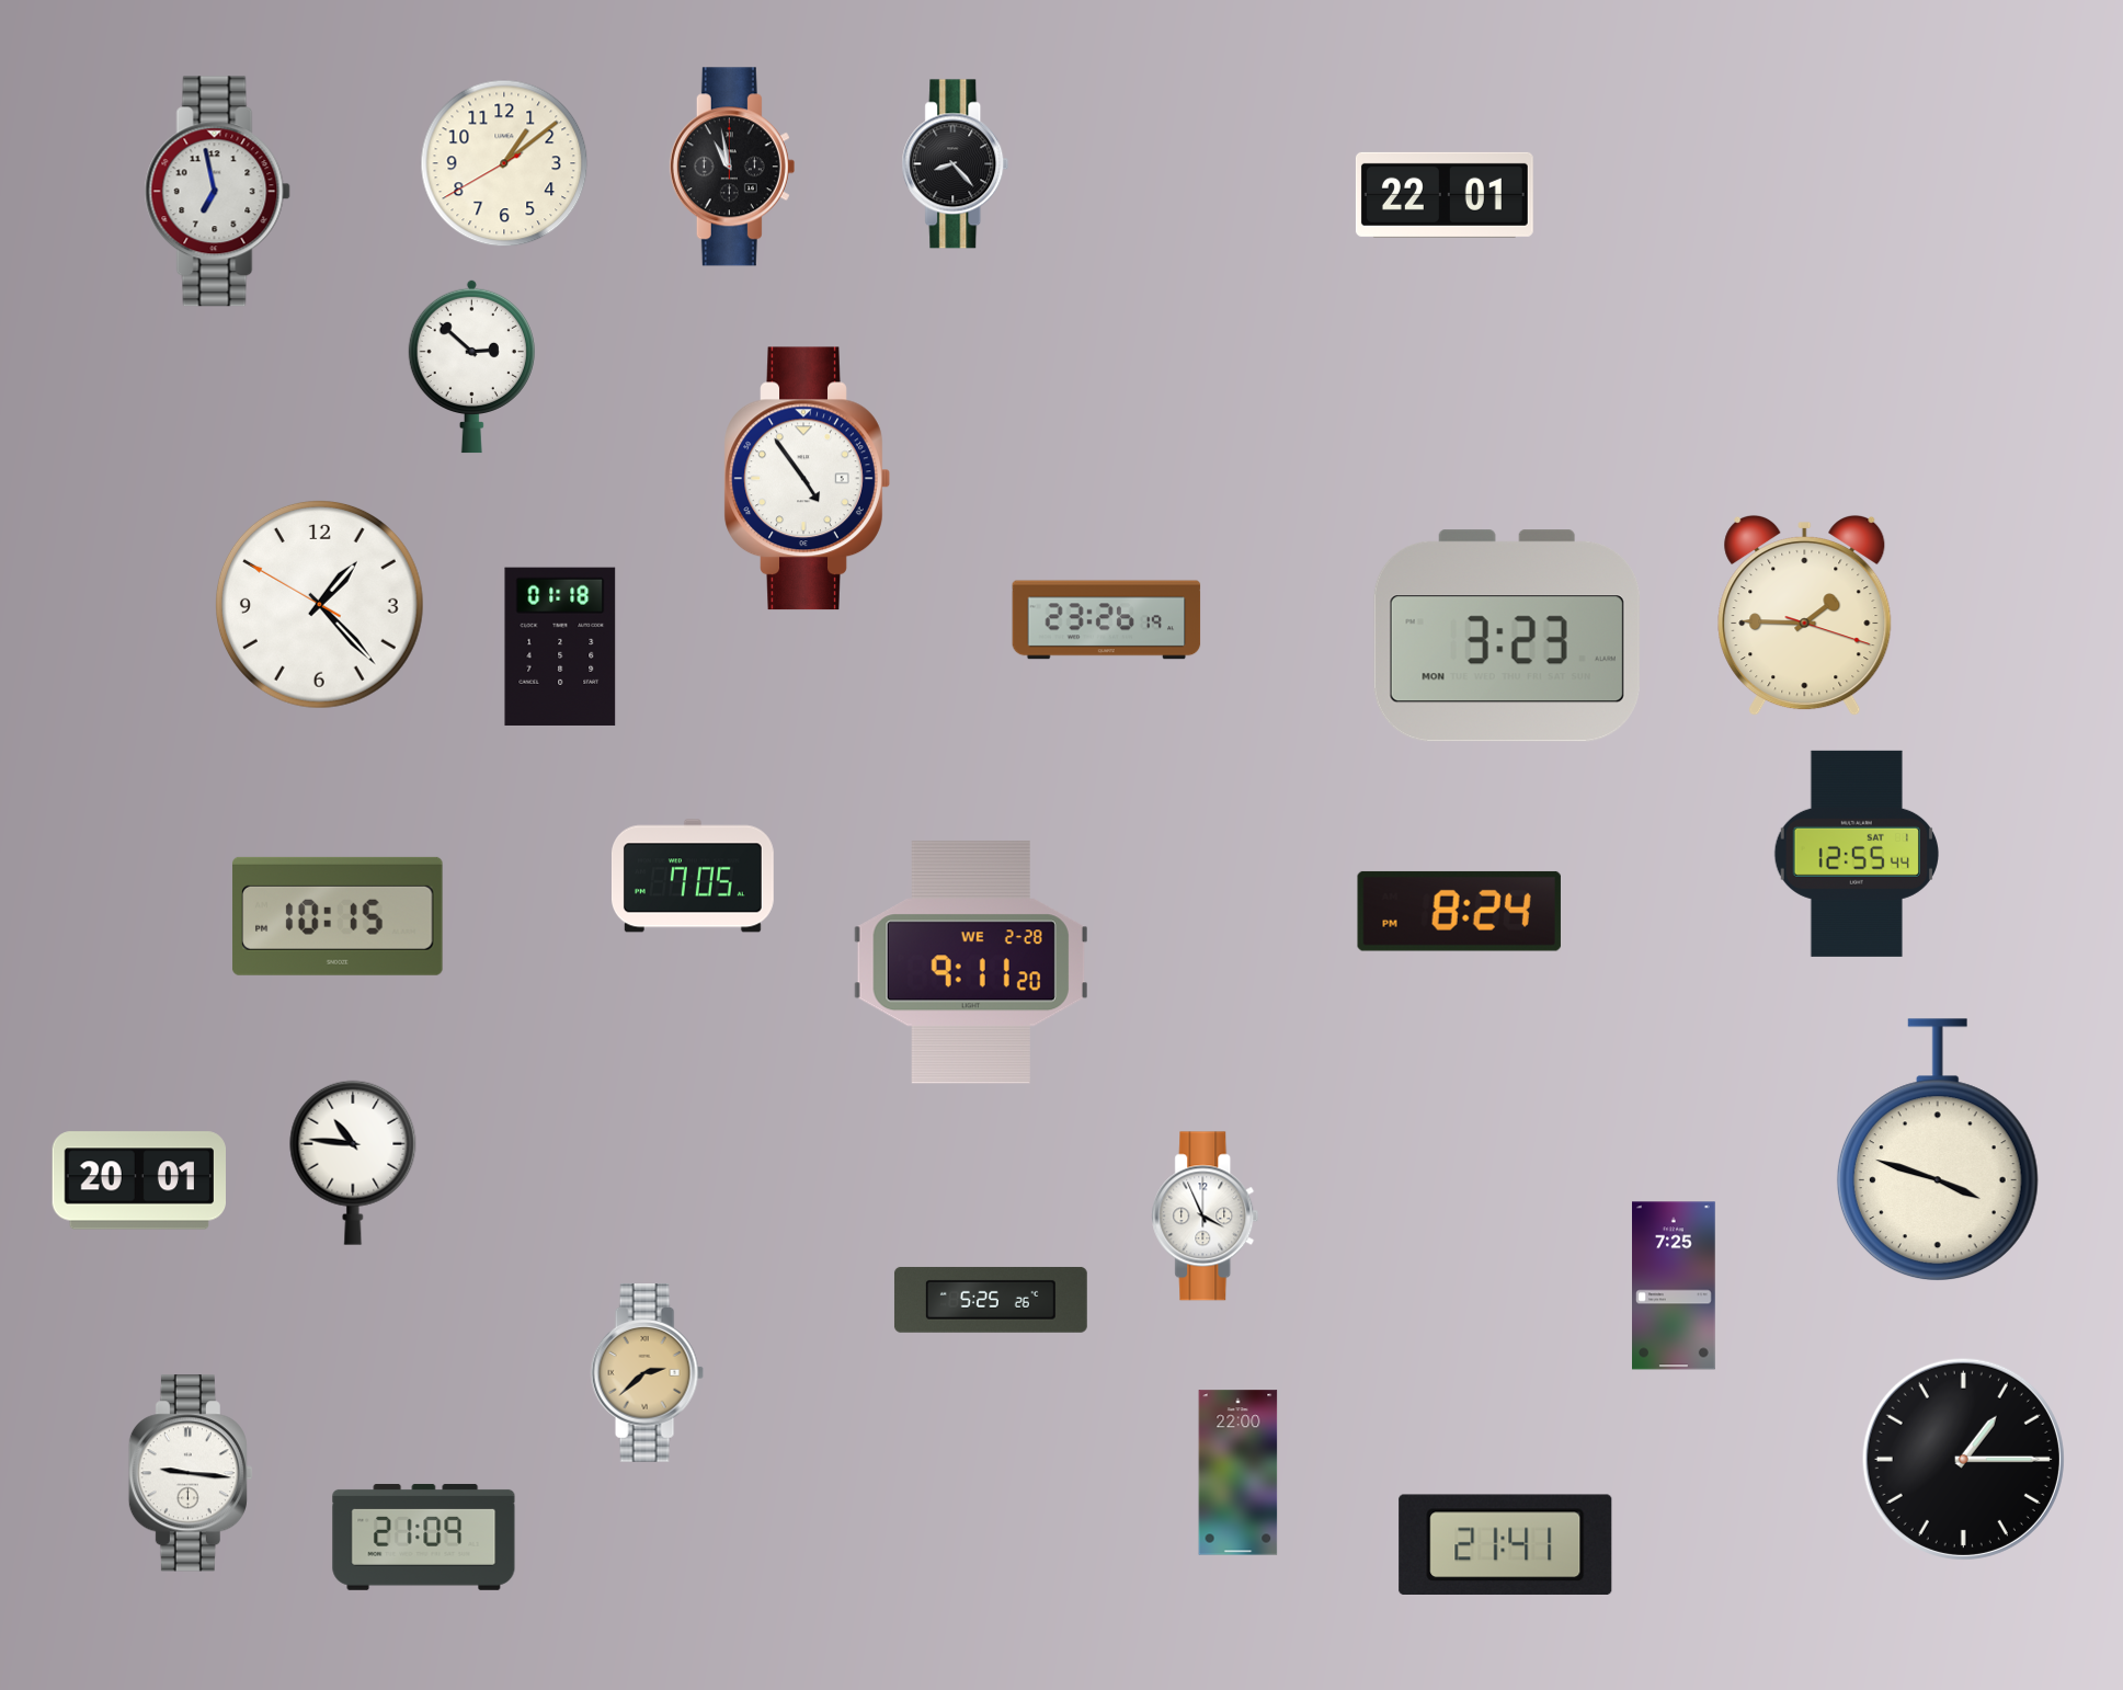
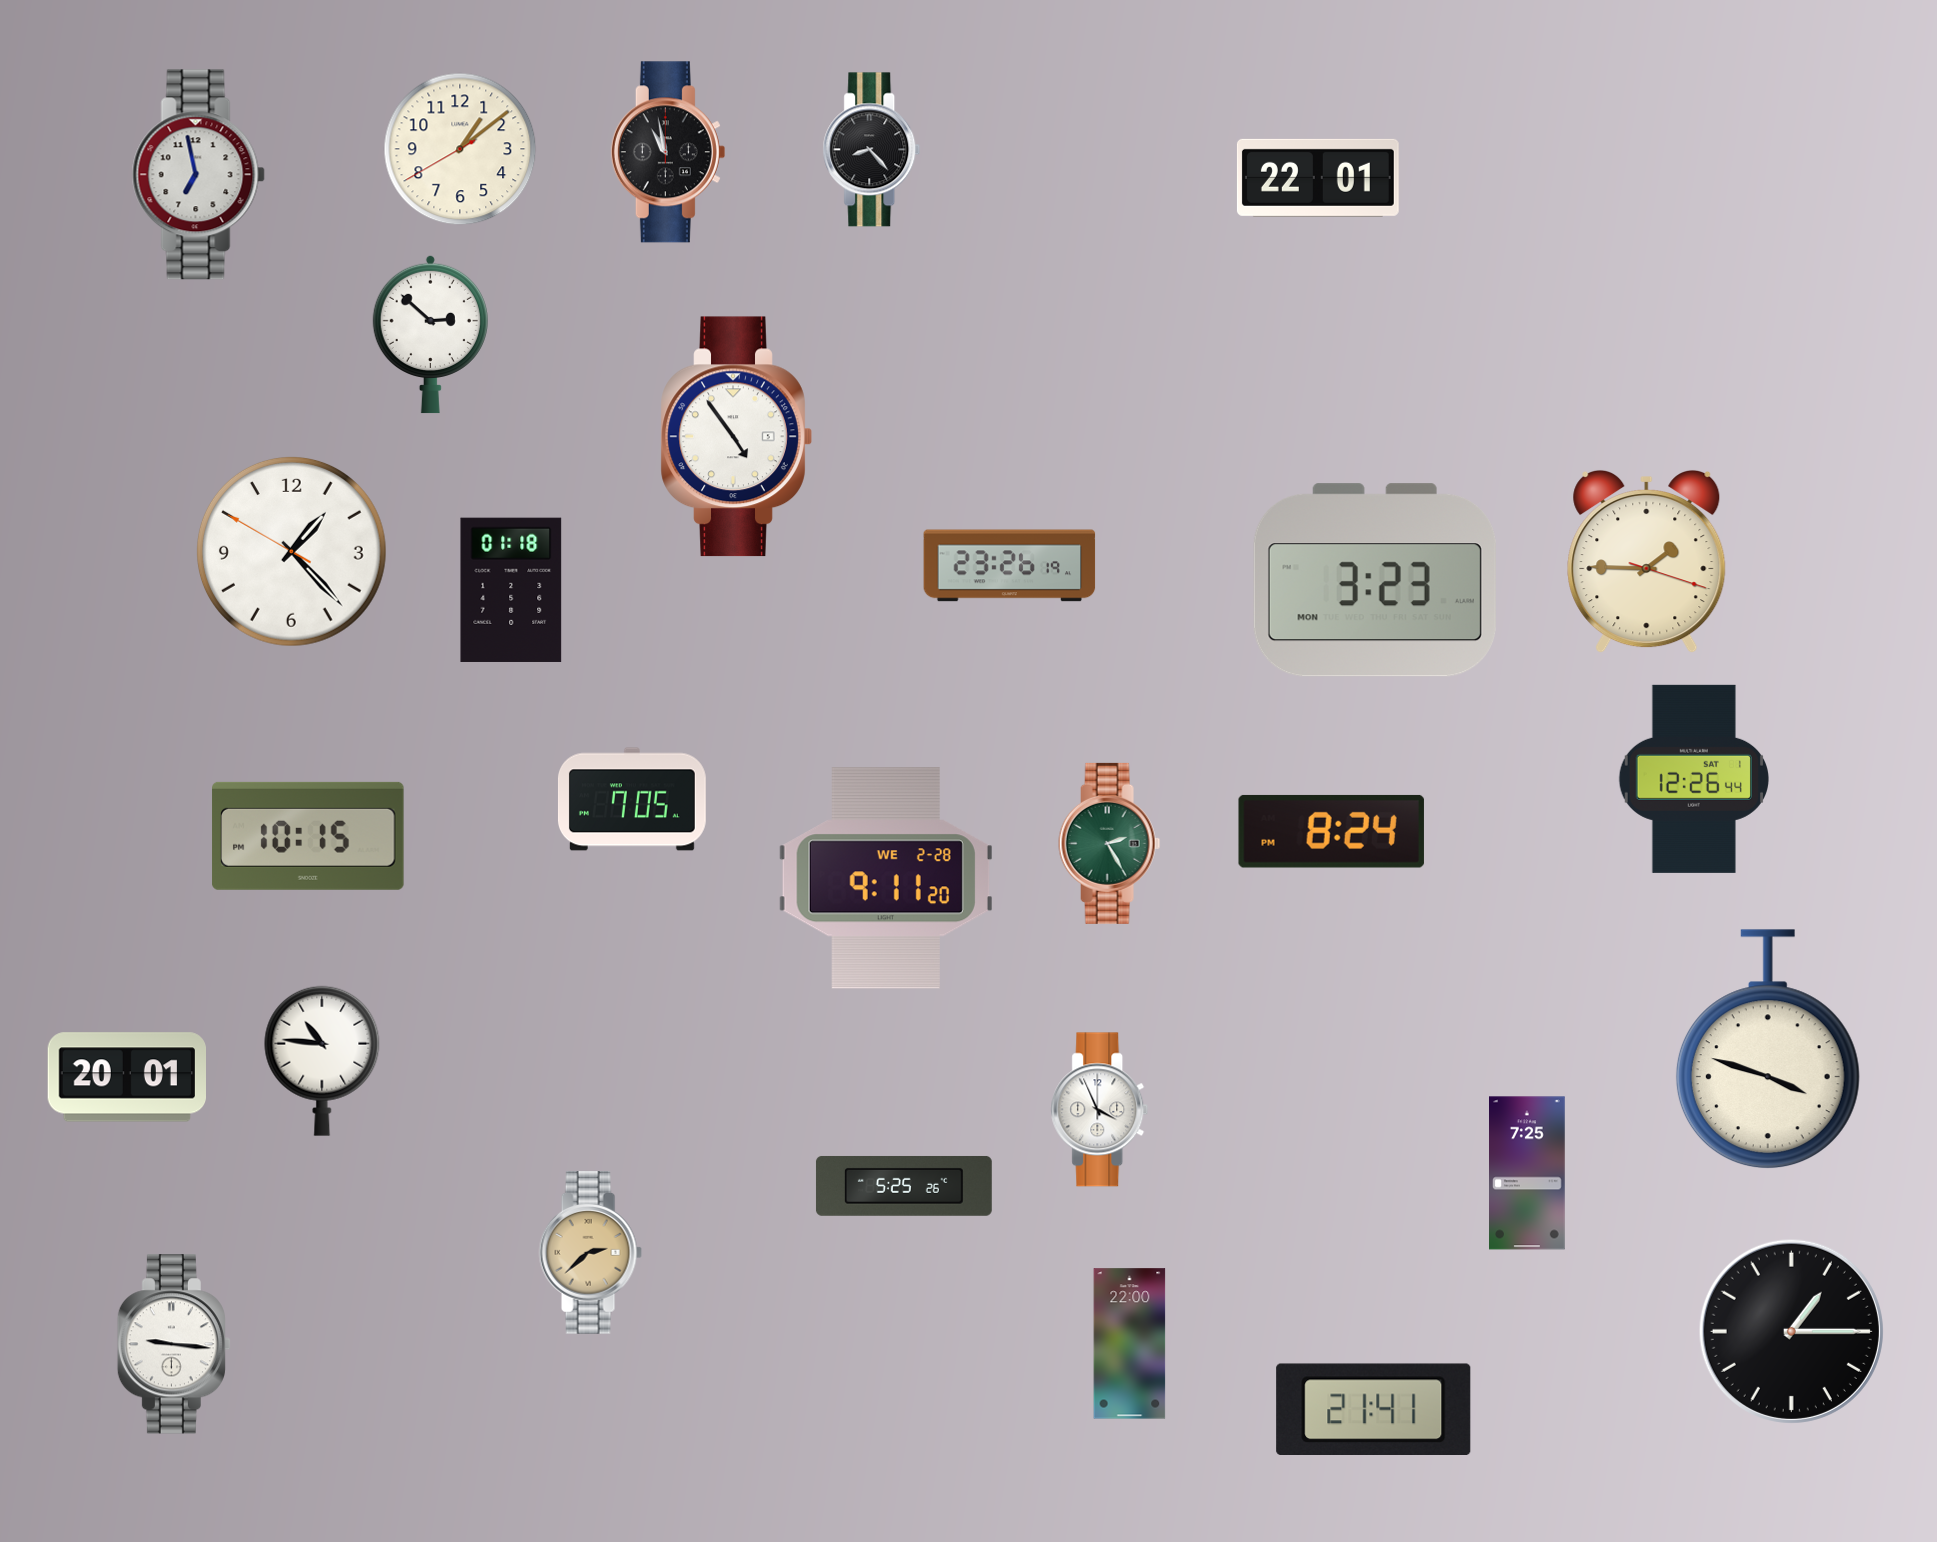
clock at (1857, 854): 12:55 -> 12:26
clock at (1110, 843): none -> 2:25
clock at (424, 1537): 21:09 -> none
